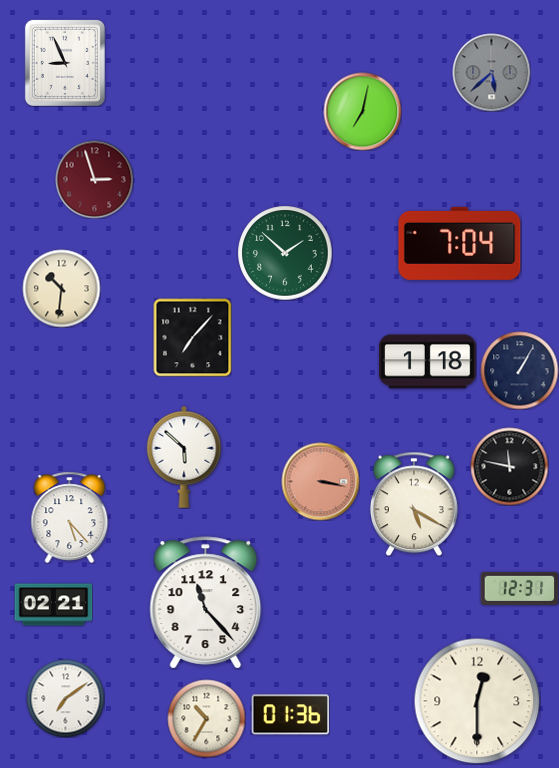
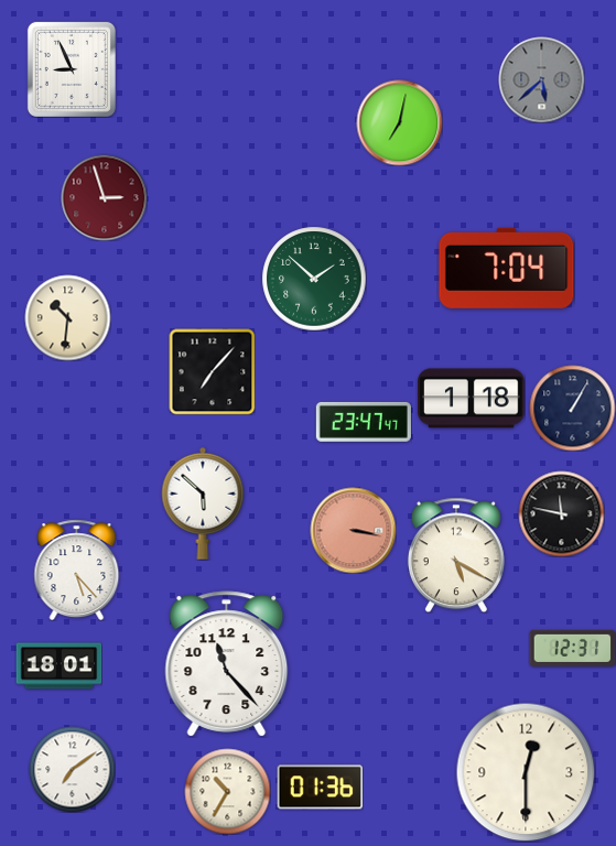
clock at (364, 422): none -> 23:47
clock at (53, 605): 02:21 -> 18:01
